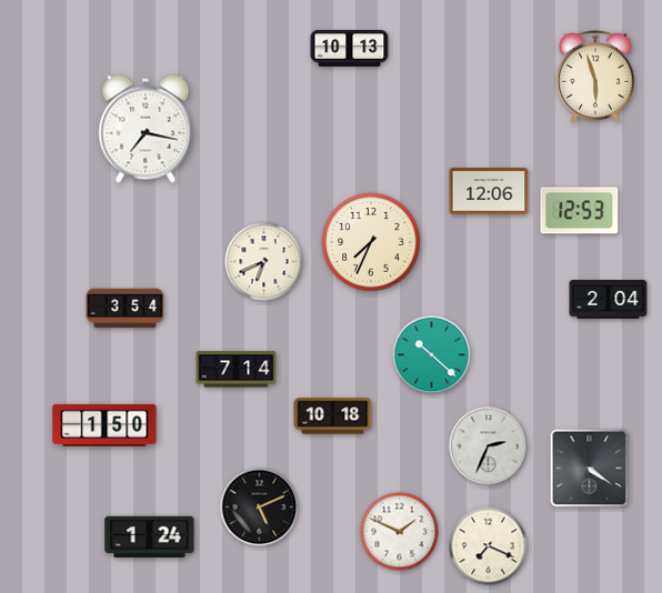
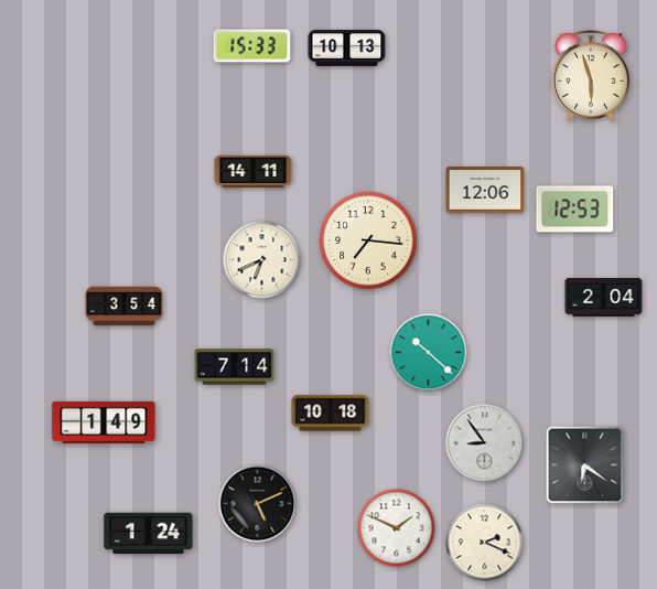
clock at (252, 46): none -> 15:33
clock at (146, 129): 7:17 -> none
clock at (254, 171): none -> 14:11
clock at (371, 242): 7:34 -> 7:16
clock at (104, 425): 1:50 -> 1:49
clock at (489, 446): 2:34 -> 8:54
clock at (590, 469): 4:21 -> 6:21
clock at (489, 546): 7:19 -> 2:19
